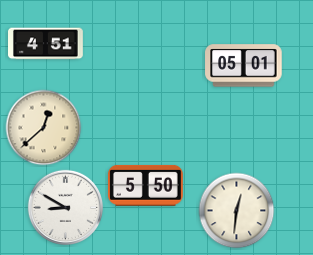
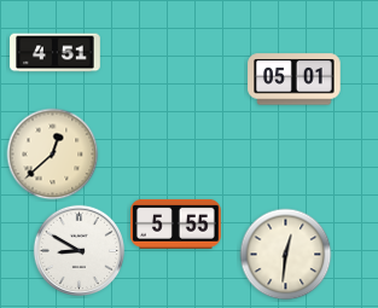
clock at (145, 185): 5:50 -> 5:55
